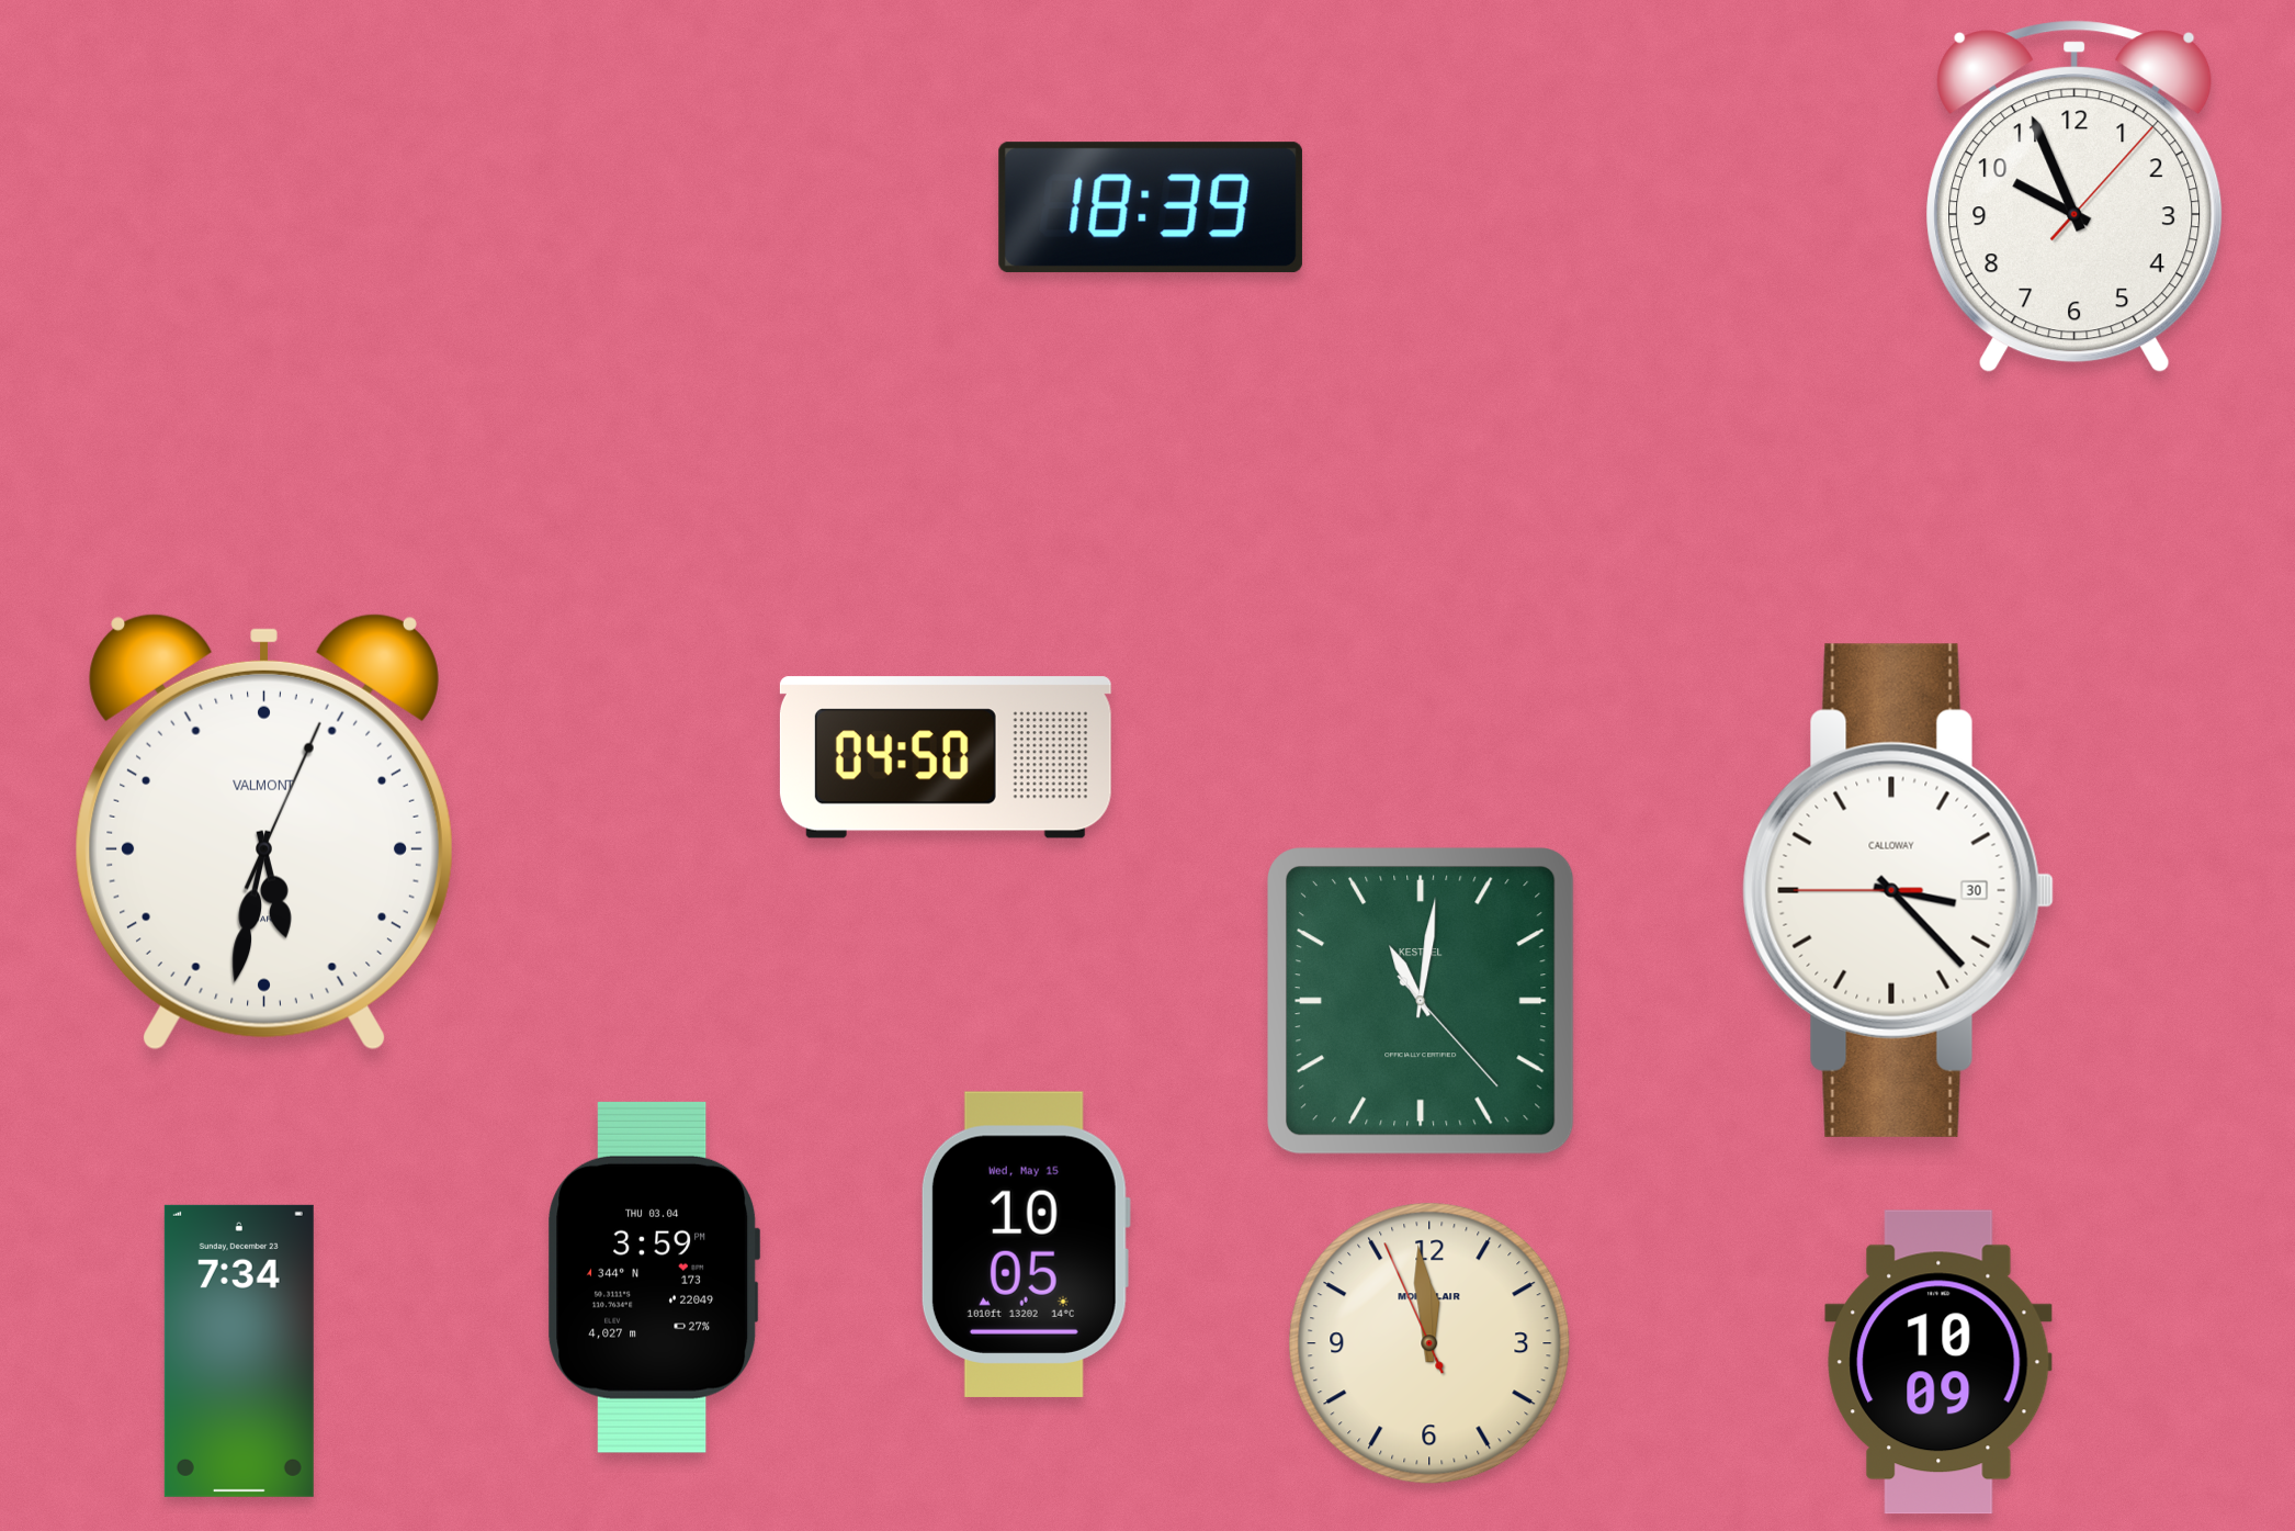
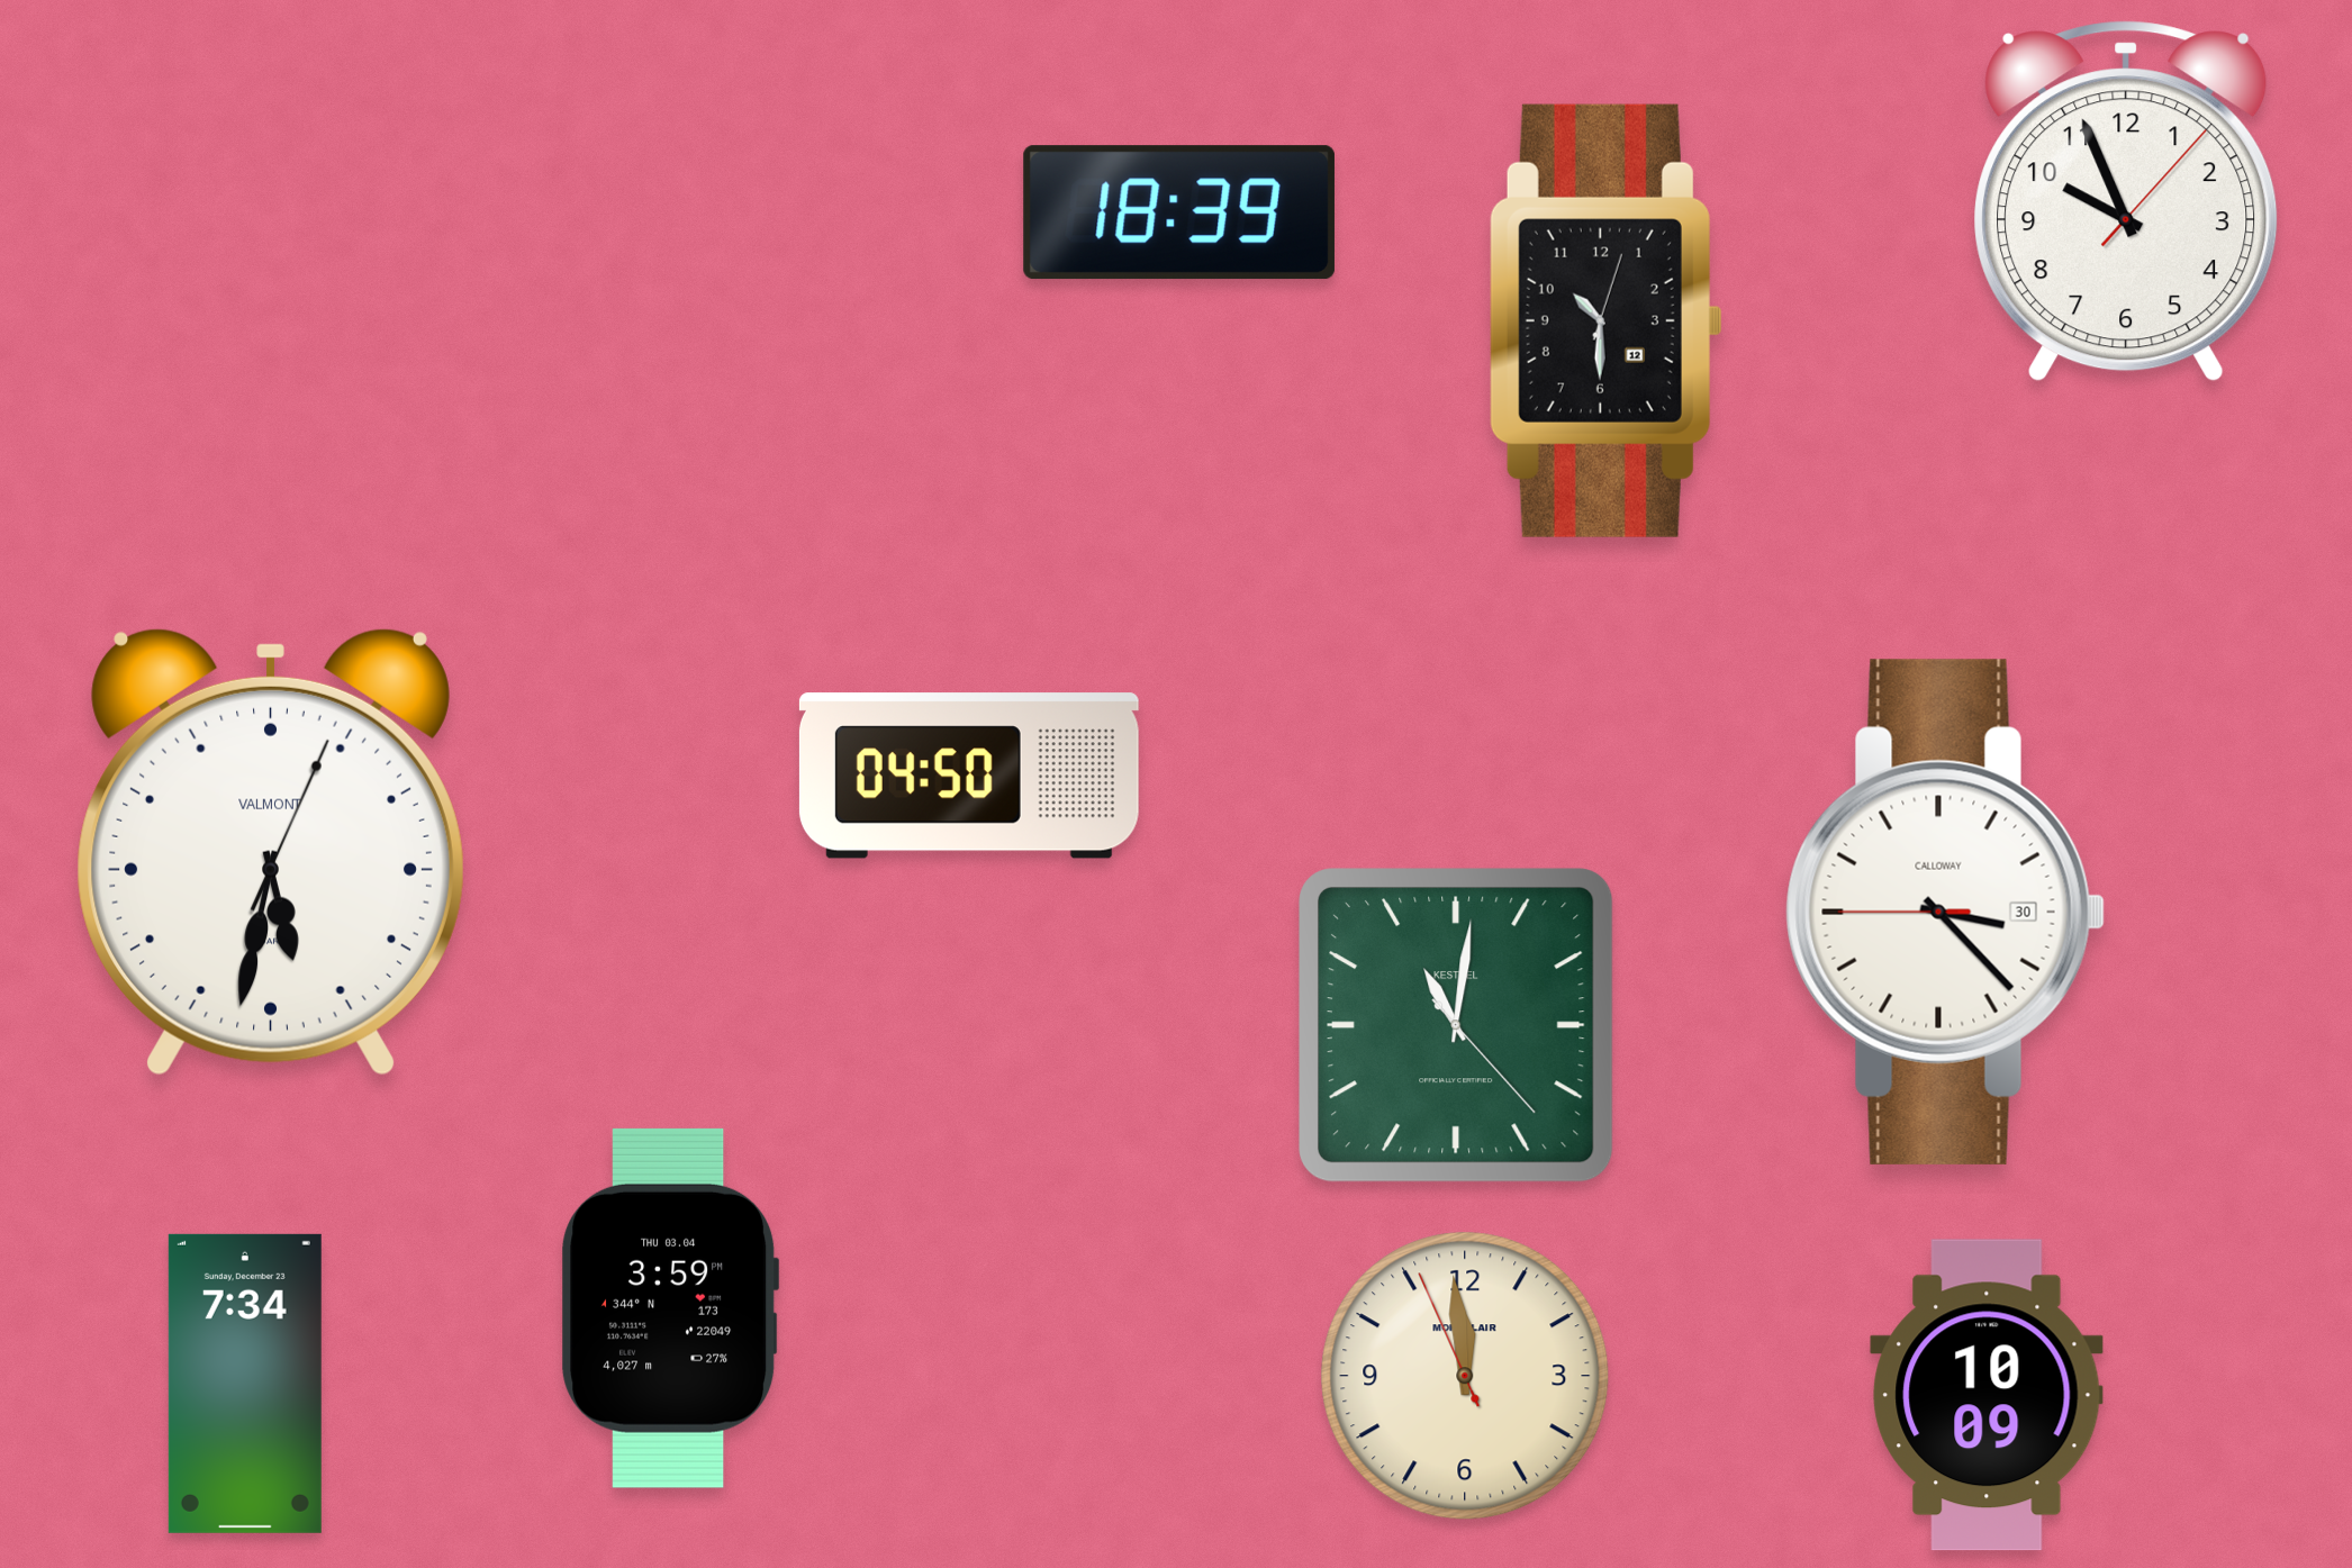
clock at (1605, 320): none -> 10:30
clock at (1026, 1245): 10:05 -> none
